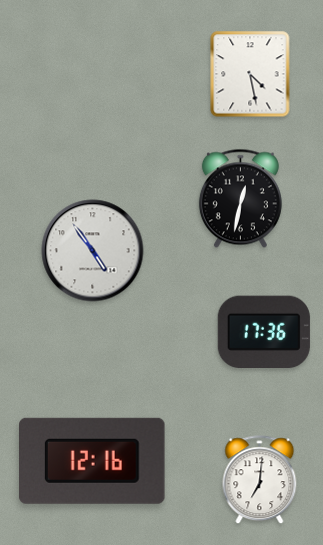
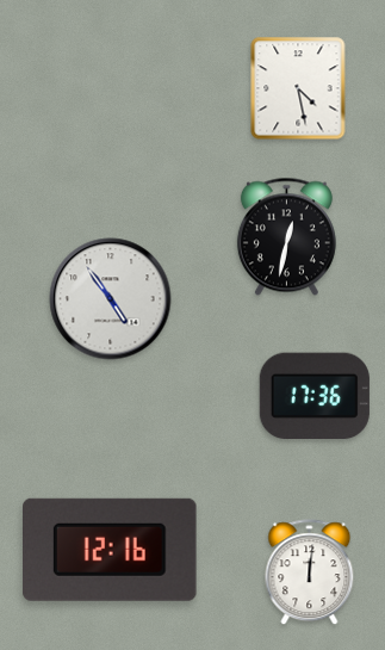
clock at (260, 480): 7:01 -> 12:01
